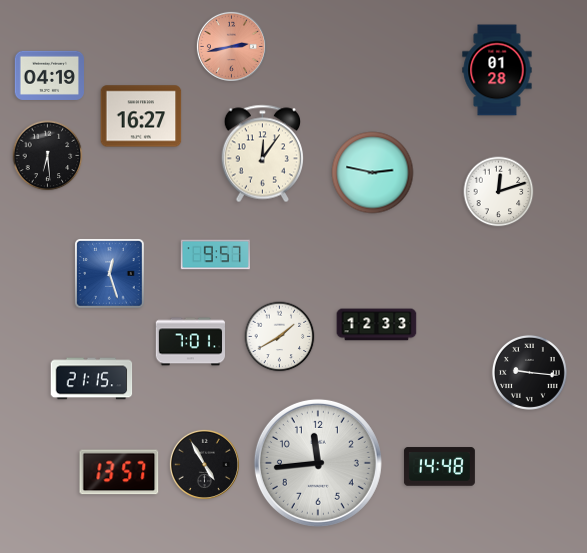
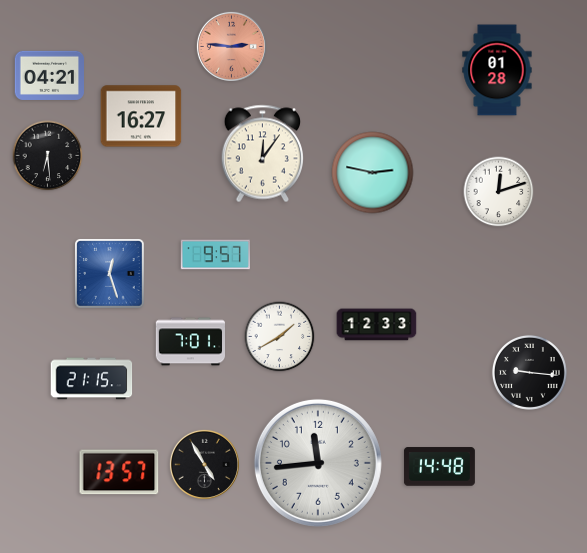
clock at (231, 46): 2:43 -> 2:46
clock at (49, 75): 04:19 -> 04:21
